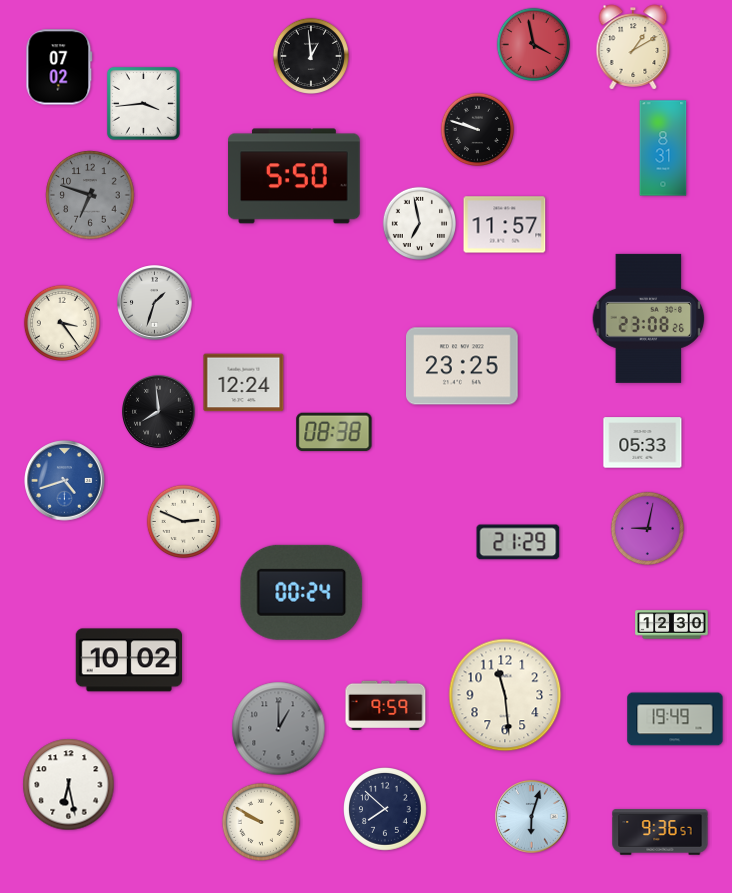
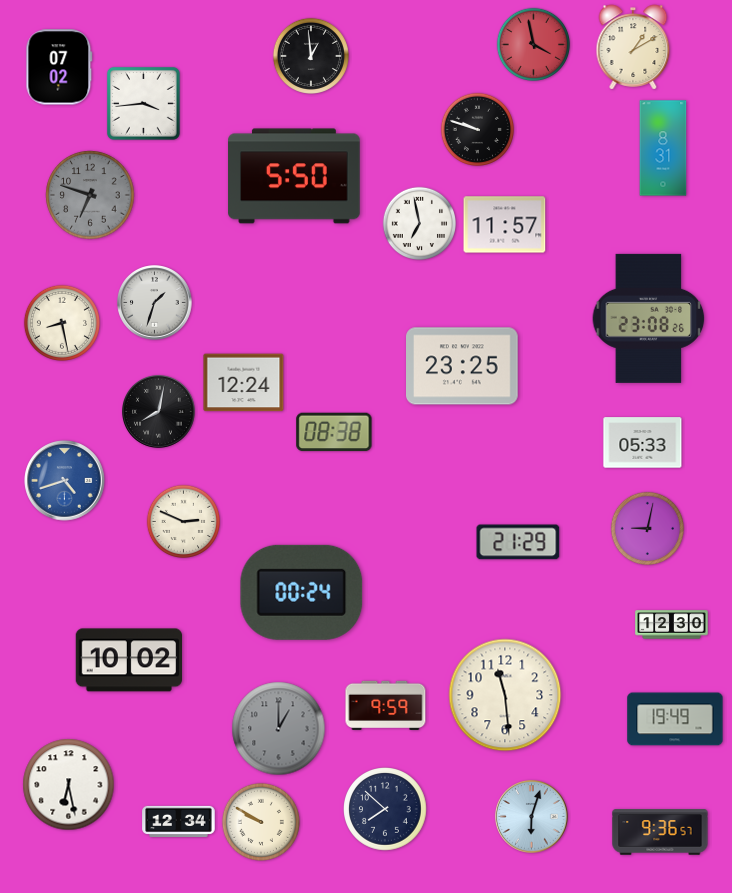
clock at (62, 323): 3:24 -> 8:28
clock at (159, 412): 7:59 -> 8:02
clock at (179, 821): none -> 12:34
